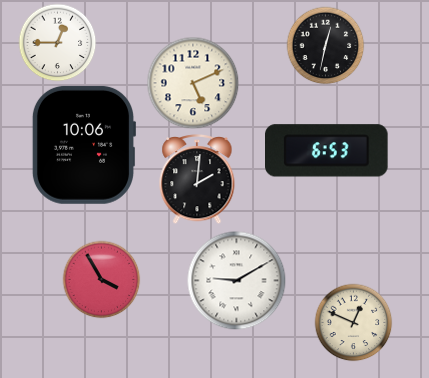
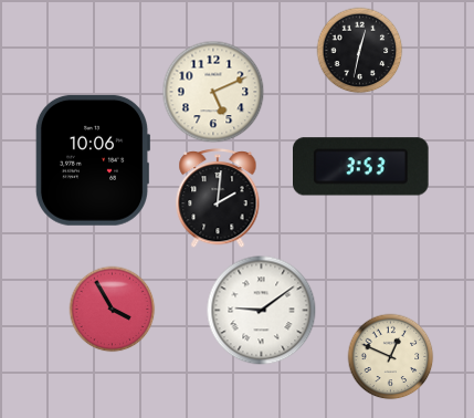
clock at (57, 42): 12:45 -> none
clock at (327, 151): 6:53 -> 3:53
clock at (237, 281): 9:10 -> 9:09
